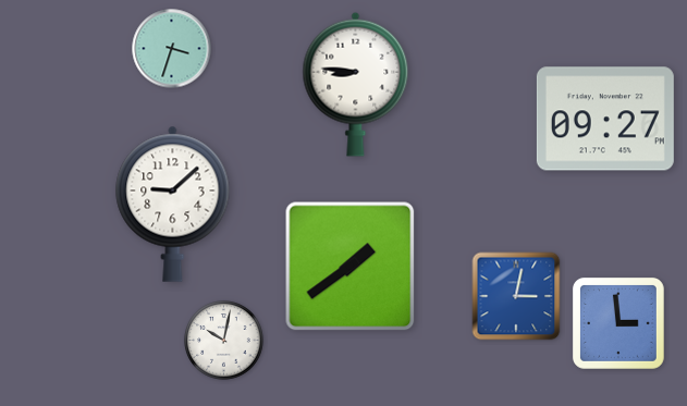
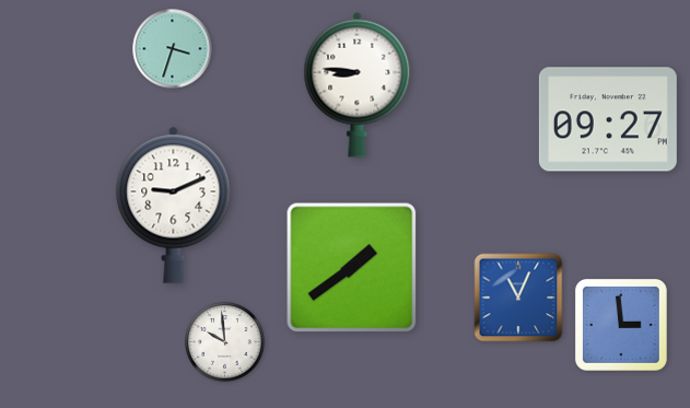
clock at (173, 204): 9:08 -> 9:11
clock at (516, 296): 3:02 -> 11:04
clock at (224, 341): 10:02 -> 9:59
